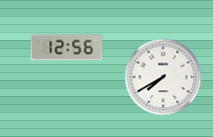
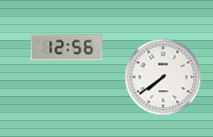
clock at (163, 77): 7:40 -> 7:39
